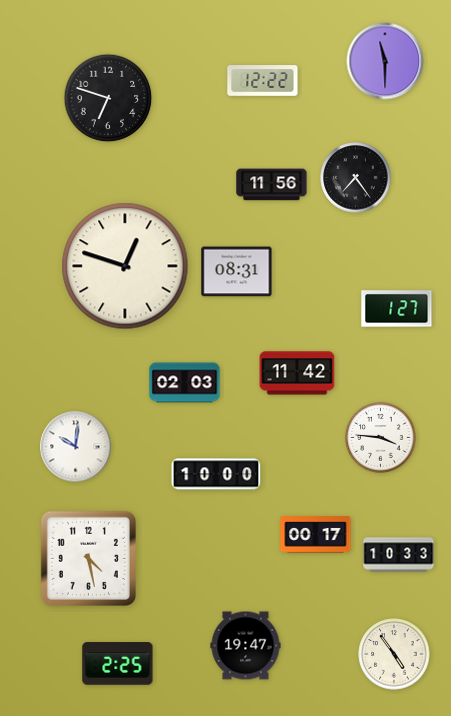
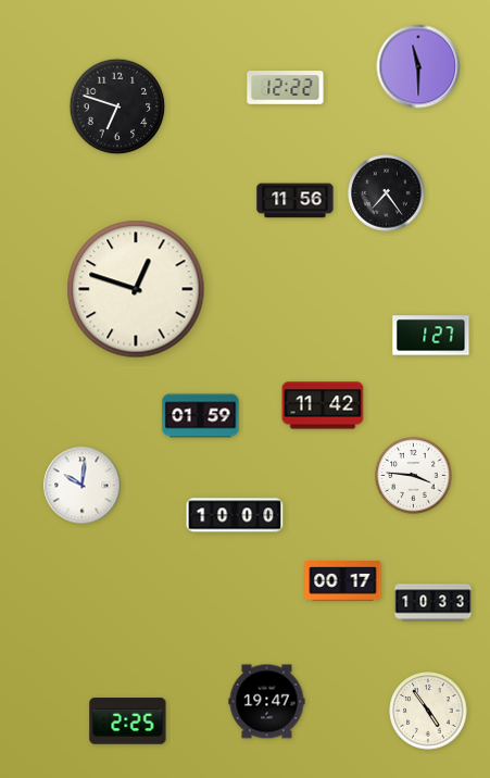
clock at (237, 272): 08:31 -> none
clock at (185, 383): 02:03 -> 01:59
clock at (88, 558): 4:28 -> none
